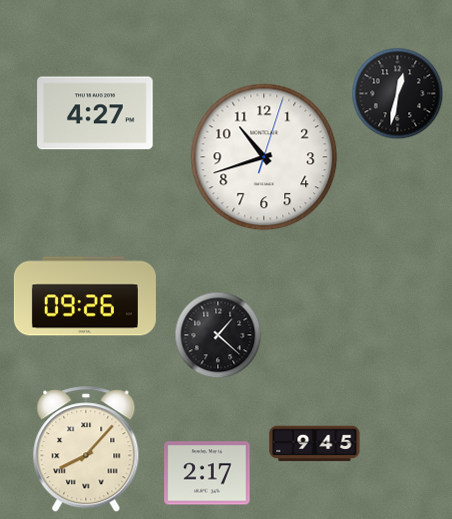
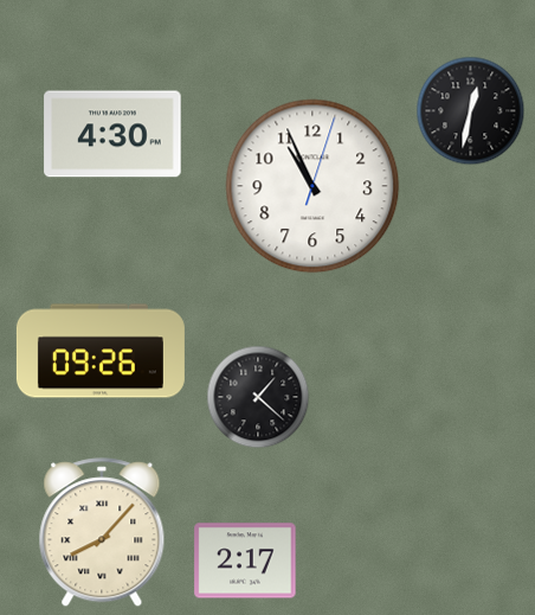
clock at (95, 113): 4:27 -> 4:30
clock at (264, 157): 10:42 -> 10:56
clock at (315, 444): 9:45 -> none
